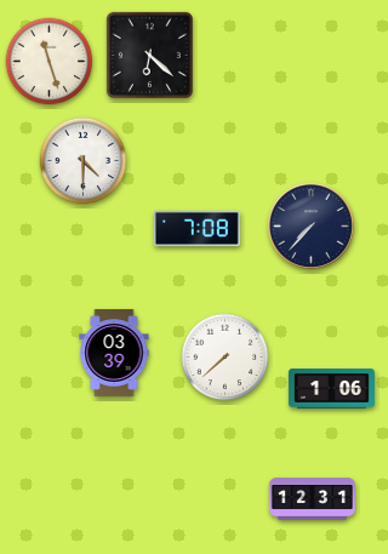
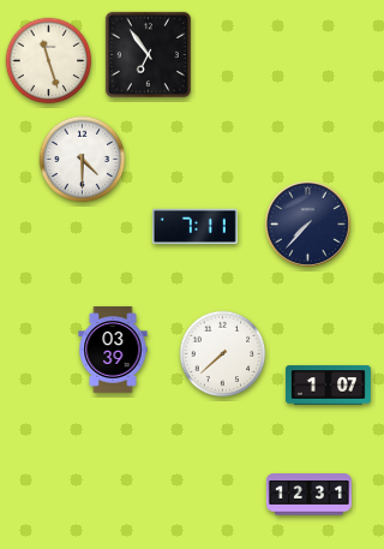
clock at (149, 55): 6:22 -> 6:54
clock at (196, 229): 7:08 -> 7:11
clock at (331, 389): 1:06 -> 1:07
